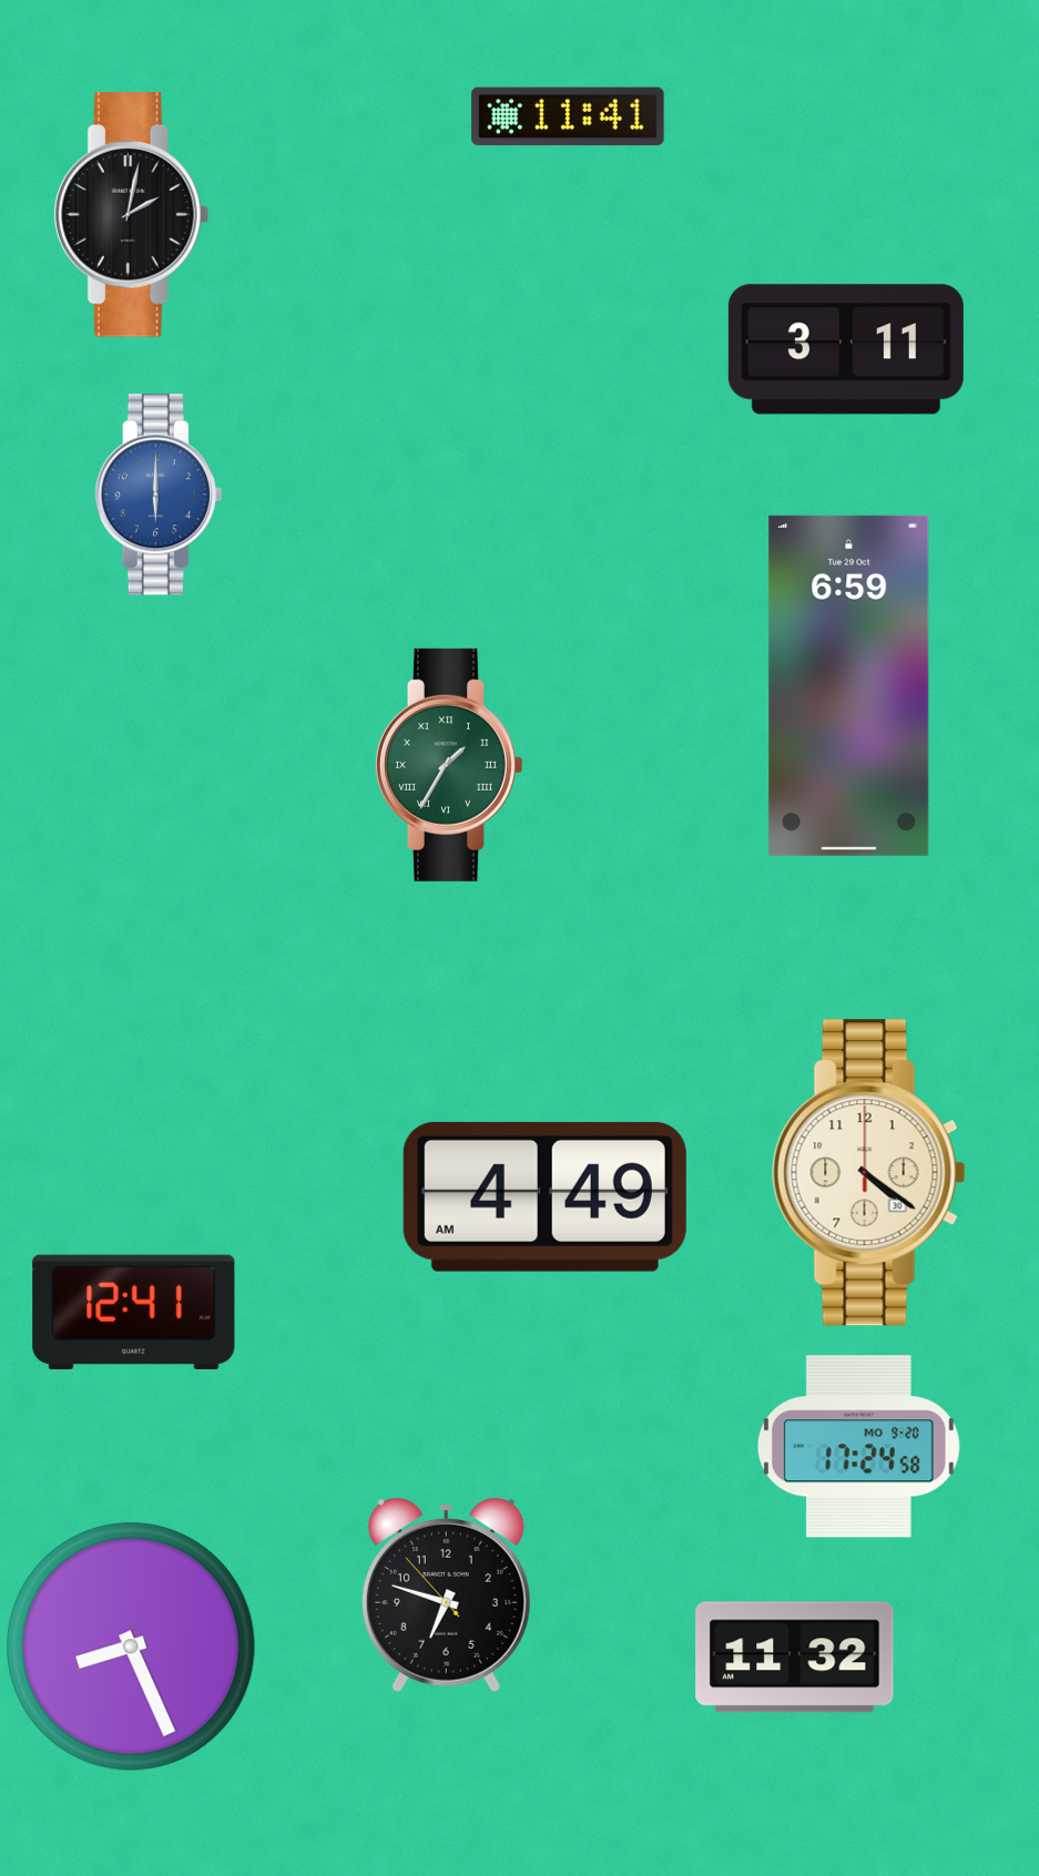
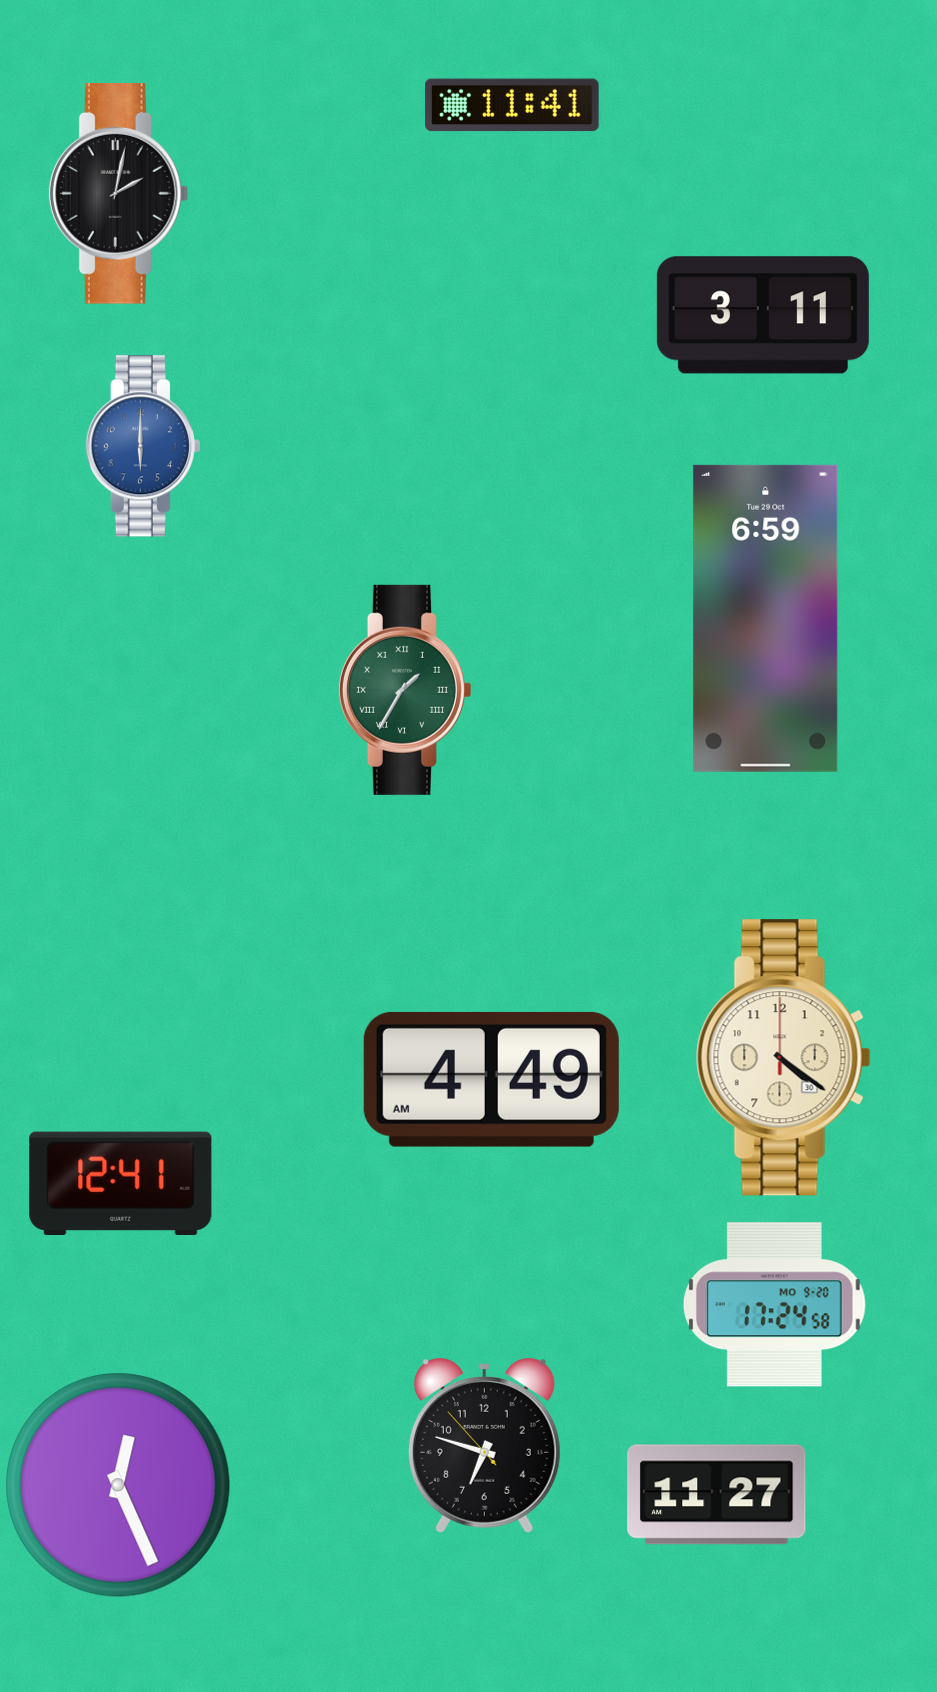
clock at (446, 1594) position: (446, 1594) -> (484, 1445)
clock at (131, 1646): 8:26 -> 12:26
clock at (795, 1658): 11:32 -> 11:27
